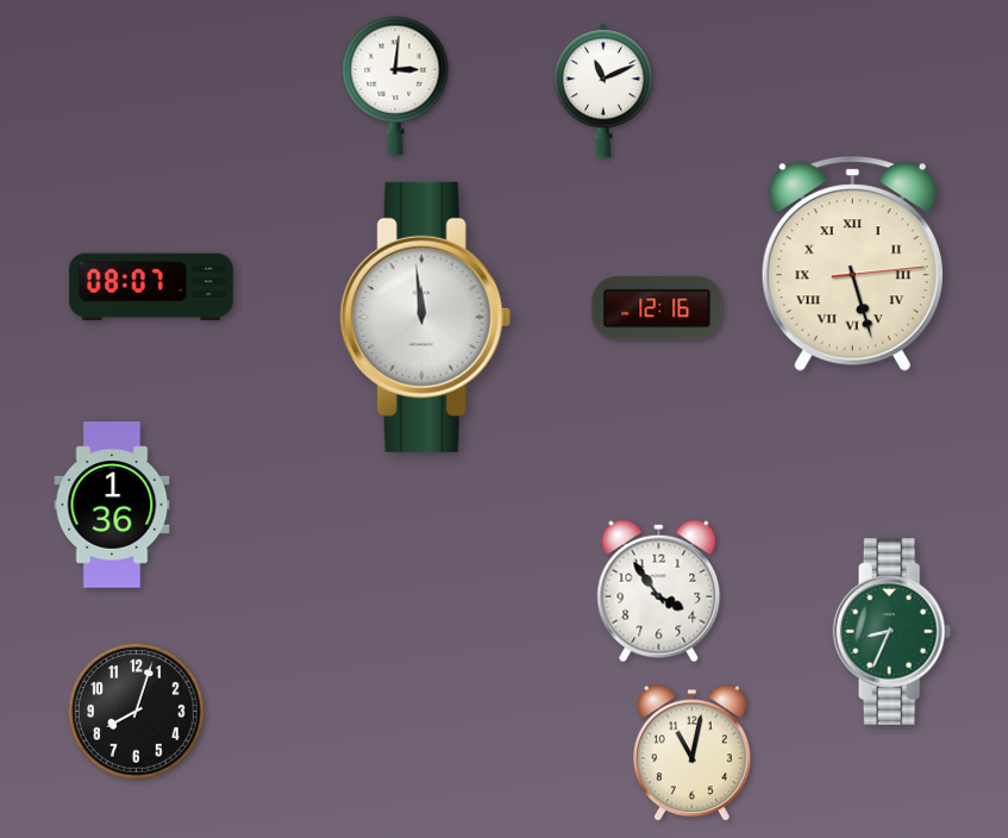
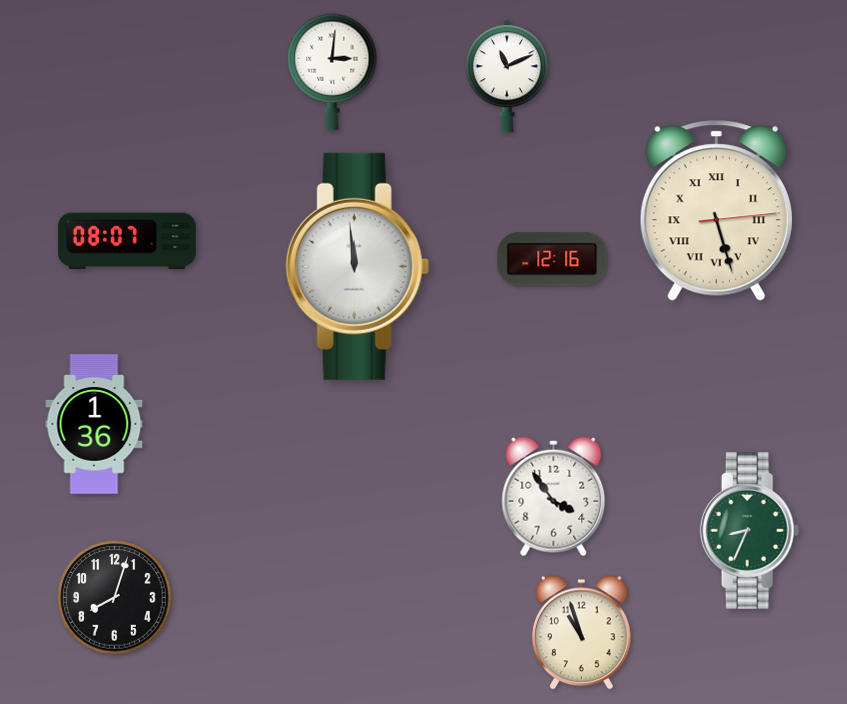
clock at (852, 264) position: (852, 264) -> (716, 211)
clock at (693, 753): 11:02 -> 10:57
